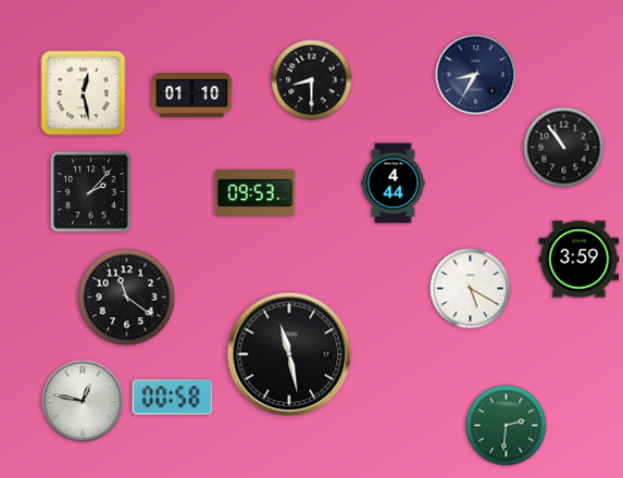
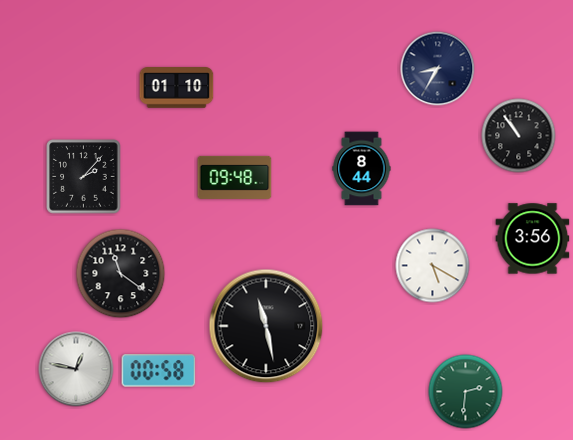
clock at (312, 80): 8:30 -> none
clock at (84, 93): 12:28 -> none
clock at (394, 184): 4:44 -> 8:44
clock at (256, 192): 09:53 -> 09:48
clock at (580, 260): 3:59 -> 3:56
clock at (127, 298) position: (127, 298) -> (121, 274)
clock at (173, 398) position: (173, 398) -> (159, 371)
